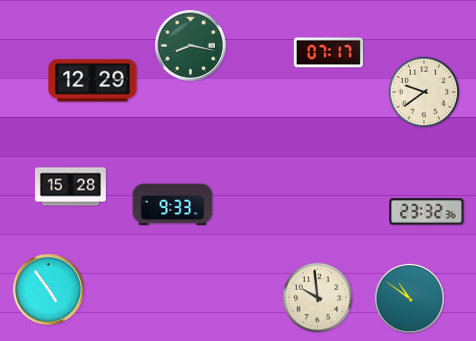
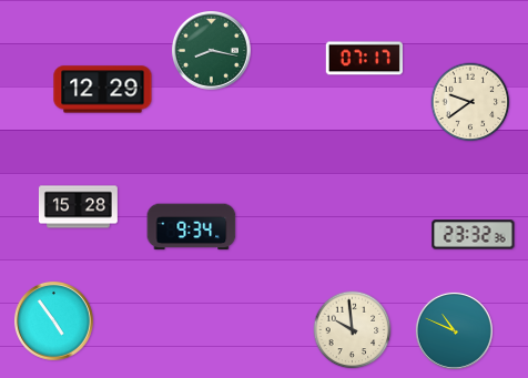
clock at (173, 205): 9:33 -> 9:34
clock at (409, 298): 10:51 -> 10:49
